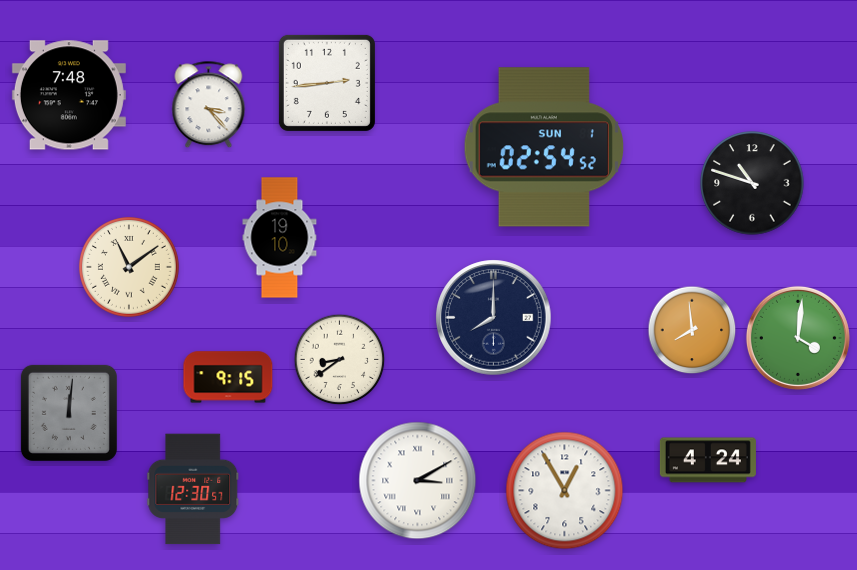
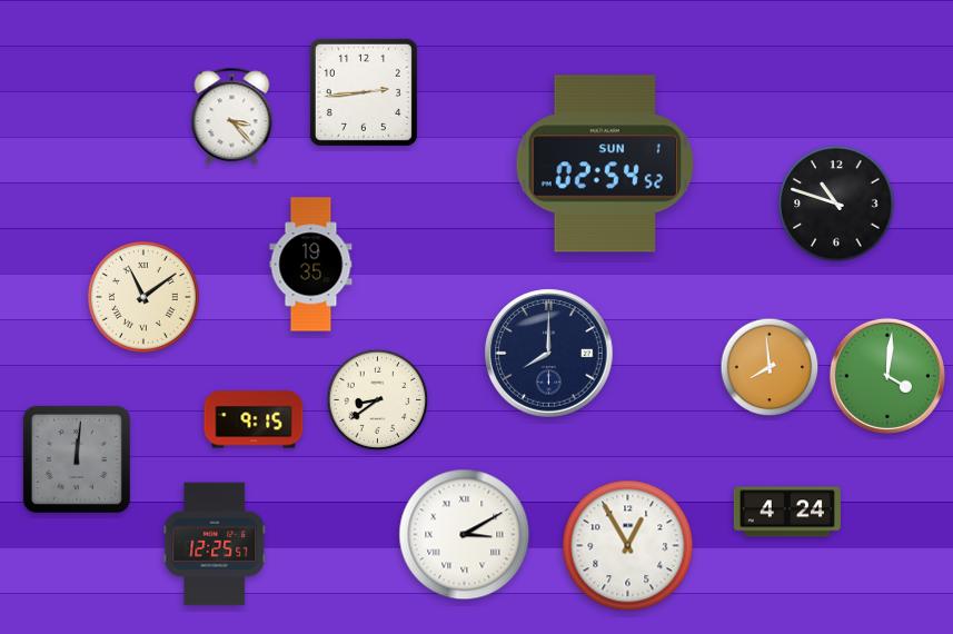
clock at (69, 95): 7:48 -> none
clock at (280, 238): 19:10 -> 19:35
clock at (193, 489): 12:30 -> 12:25
